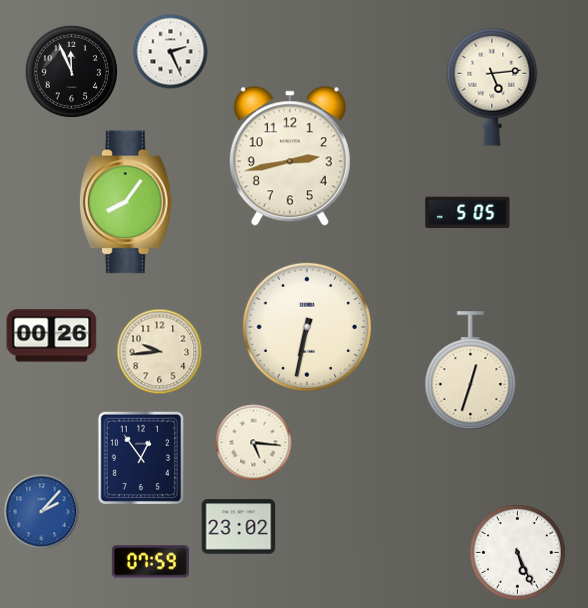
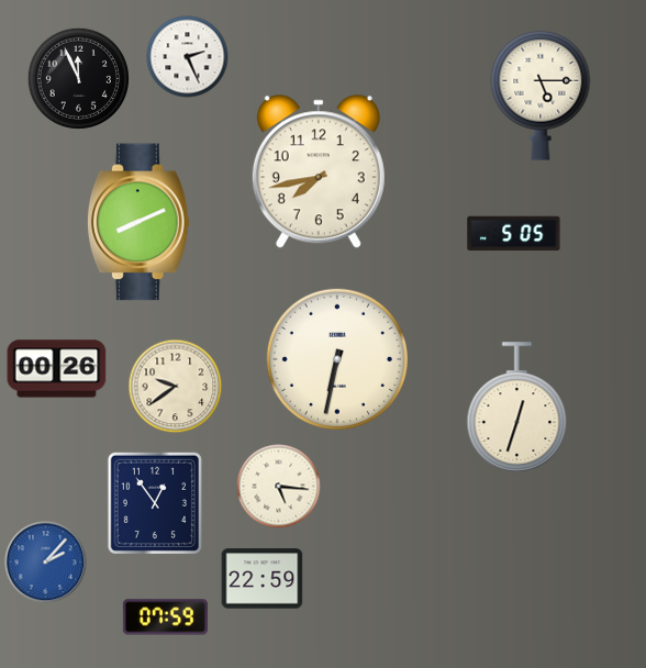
clock at (492, 87): 5:14 -> 5:15
clock at (290, 157): 2:43 -> 7:43
clock at (126, 202): 8:06 -> 8:11
clock at (160, 352): 9:44 -> 9:39
clock at (239, 527): 23:02 -> 22:59
clock at (517, 552): 5:26 -> none
